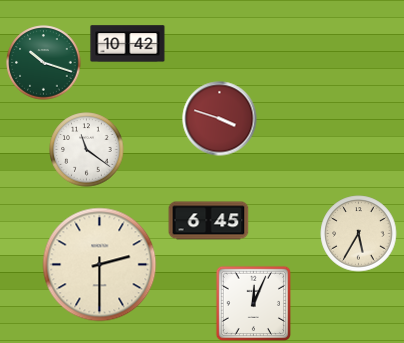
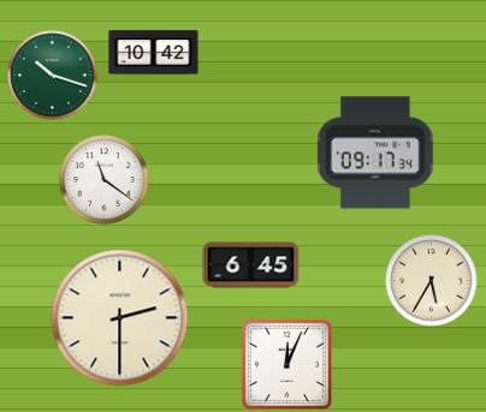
clock at (220, 119): 3:48 -> none
clock at (375, 153): none -> 09:17
clock at (254, 304) position: (254, 304) -> (288, 365)
